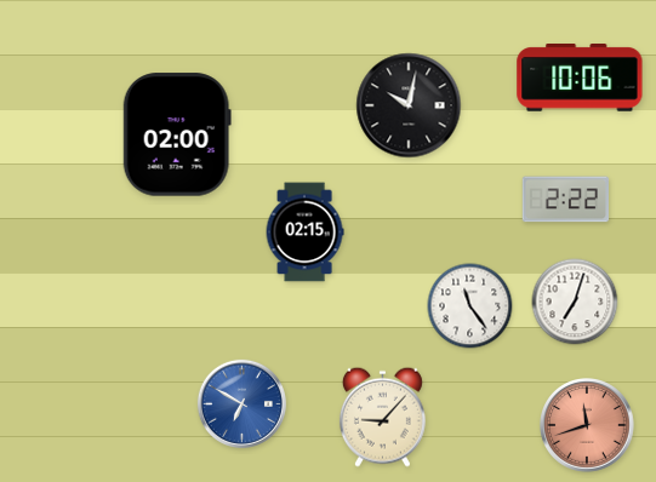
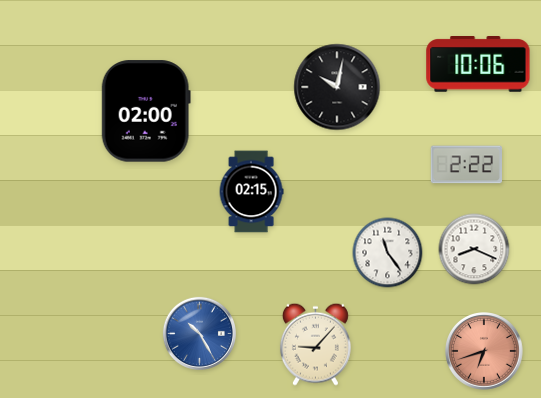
clock at (575, 302): 7:03 -> 8:19
clock at (241, 403): 6:50 -> 10:25
clock at (588, 426): 11:42 -> 6:42
